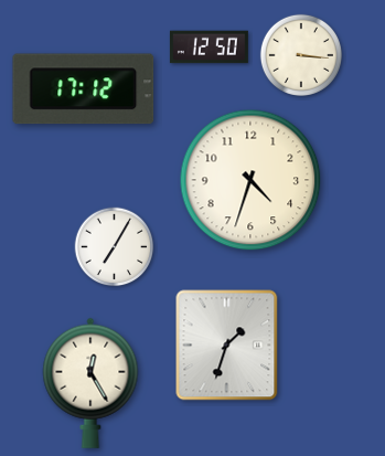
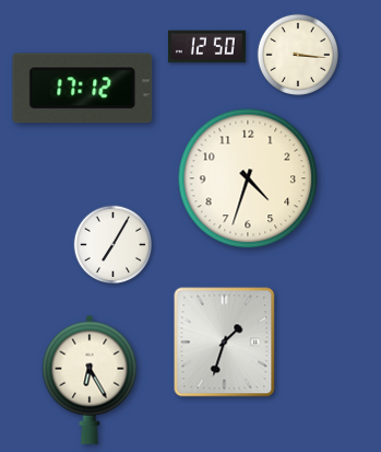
clock at (90, 383): 12:25 -> 6:25
